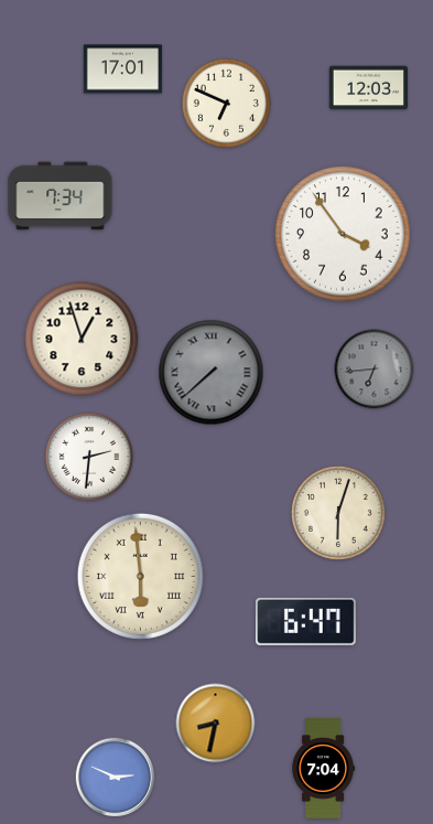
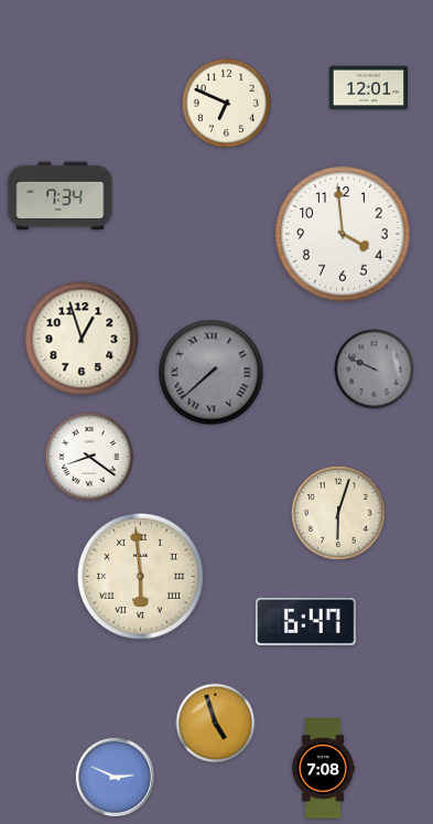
clock at (123, 69): 17:01 -> none
clock at (369, 88): 12:03 -> 12:01
clock at (343, 234): 3:54 -> 3:59
clock at (375, 370): 6:44 -> 9:49
clock at (89, 457): 2:31 -> 8:21
clock at (216, 724): 8:32 -> 4:57
clock at (324, 769): 7:04 -> 7:08
